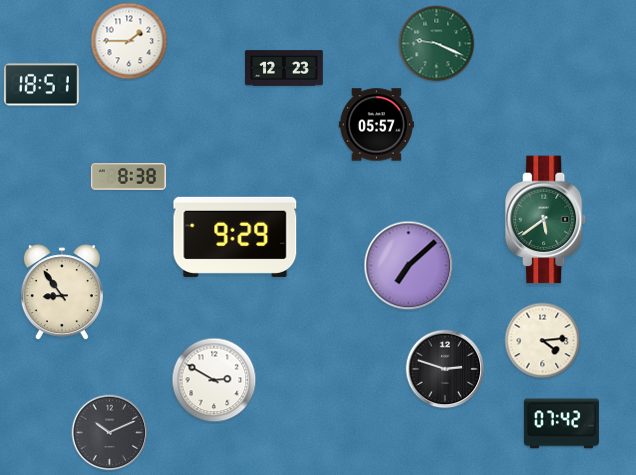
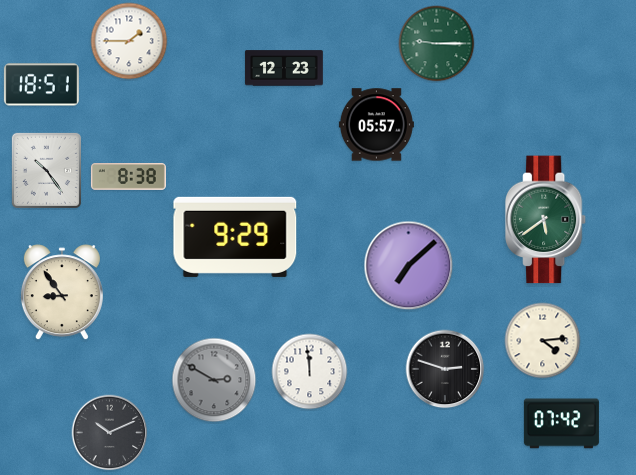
clock at (437, 44): 9:19 -> 9:15
clock at (46, 170): none -> 10:24
clock at (310, 372): none -> 11:59
clock at (214, 380) dial: white -> grey
